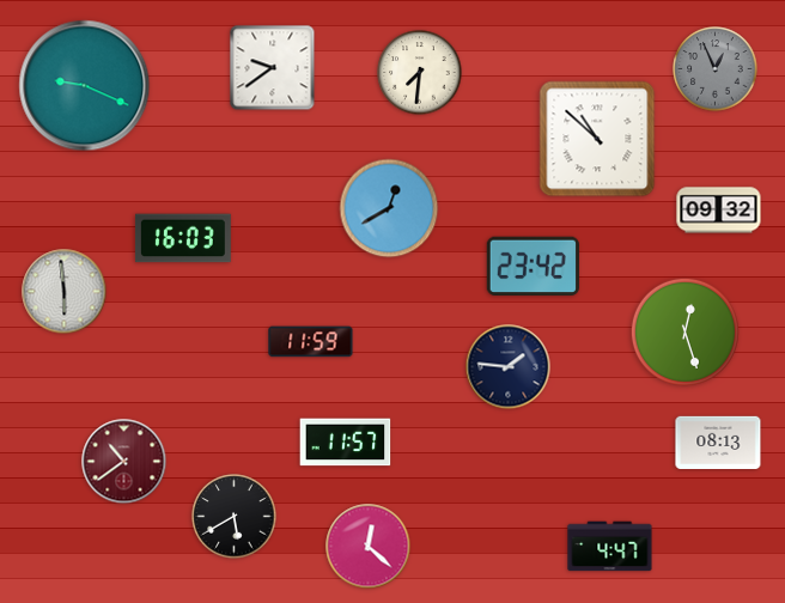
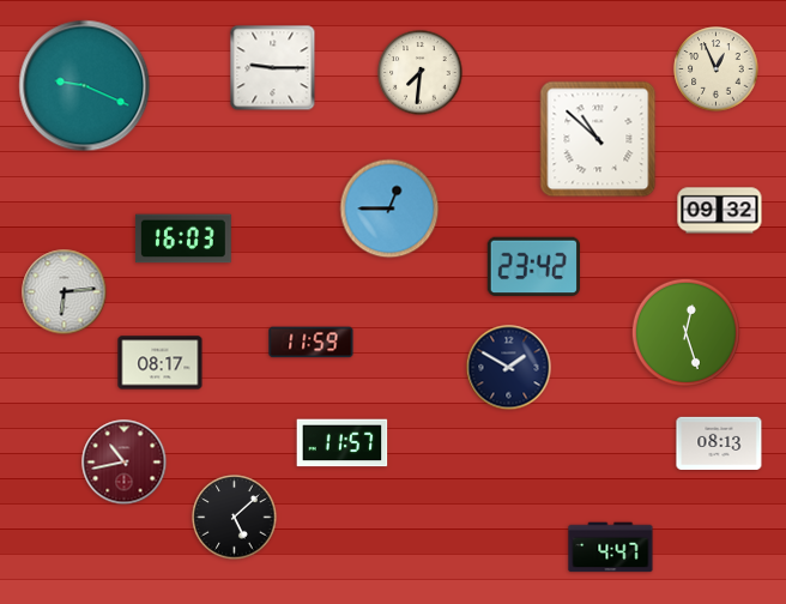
clock at (273, 68): 9:39 -> 9:15
clock at (716, 69) dial: grey -> cream
clock at (389, 208): 12:40 -> 12:45
clock at (65, 292): 5:59 -> 6:14
clock at (161, 363): none -> 08:17
clock at (509, 367): 1:46 -> 1:50
clock at (346, 443) position: (346, 443) -> (343, 443)
clock at (124, 462): 10:39 -> 10:43
clock at (235, 517): 5:40 -> 5:08
clock at (369, 547): 12:22 -> none
